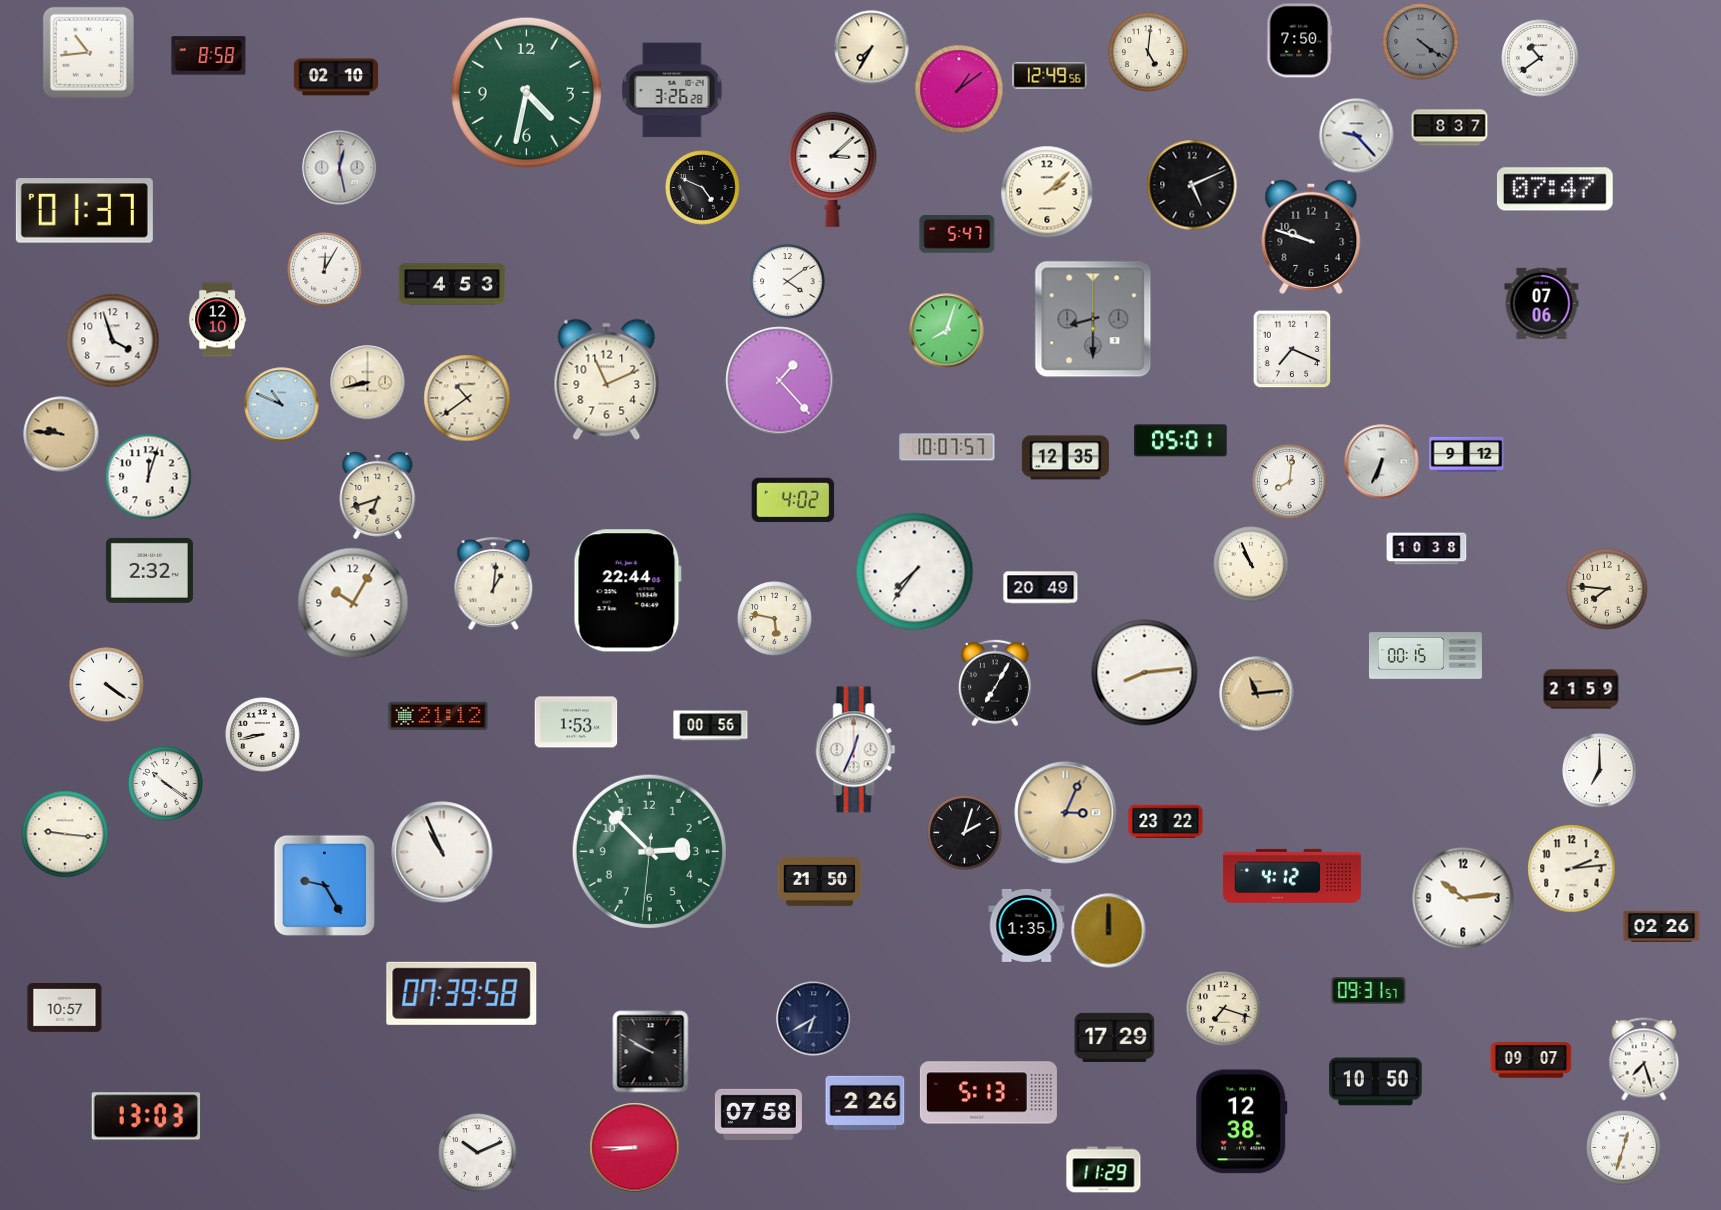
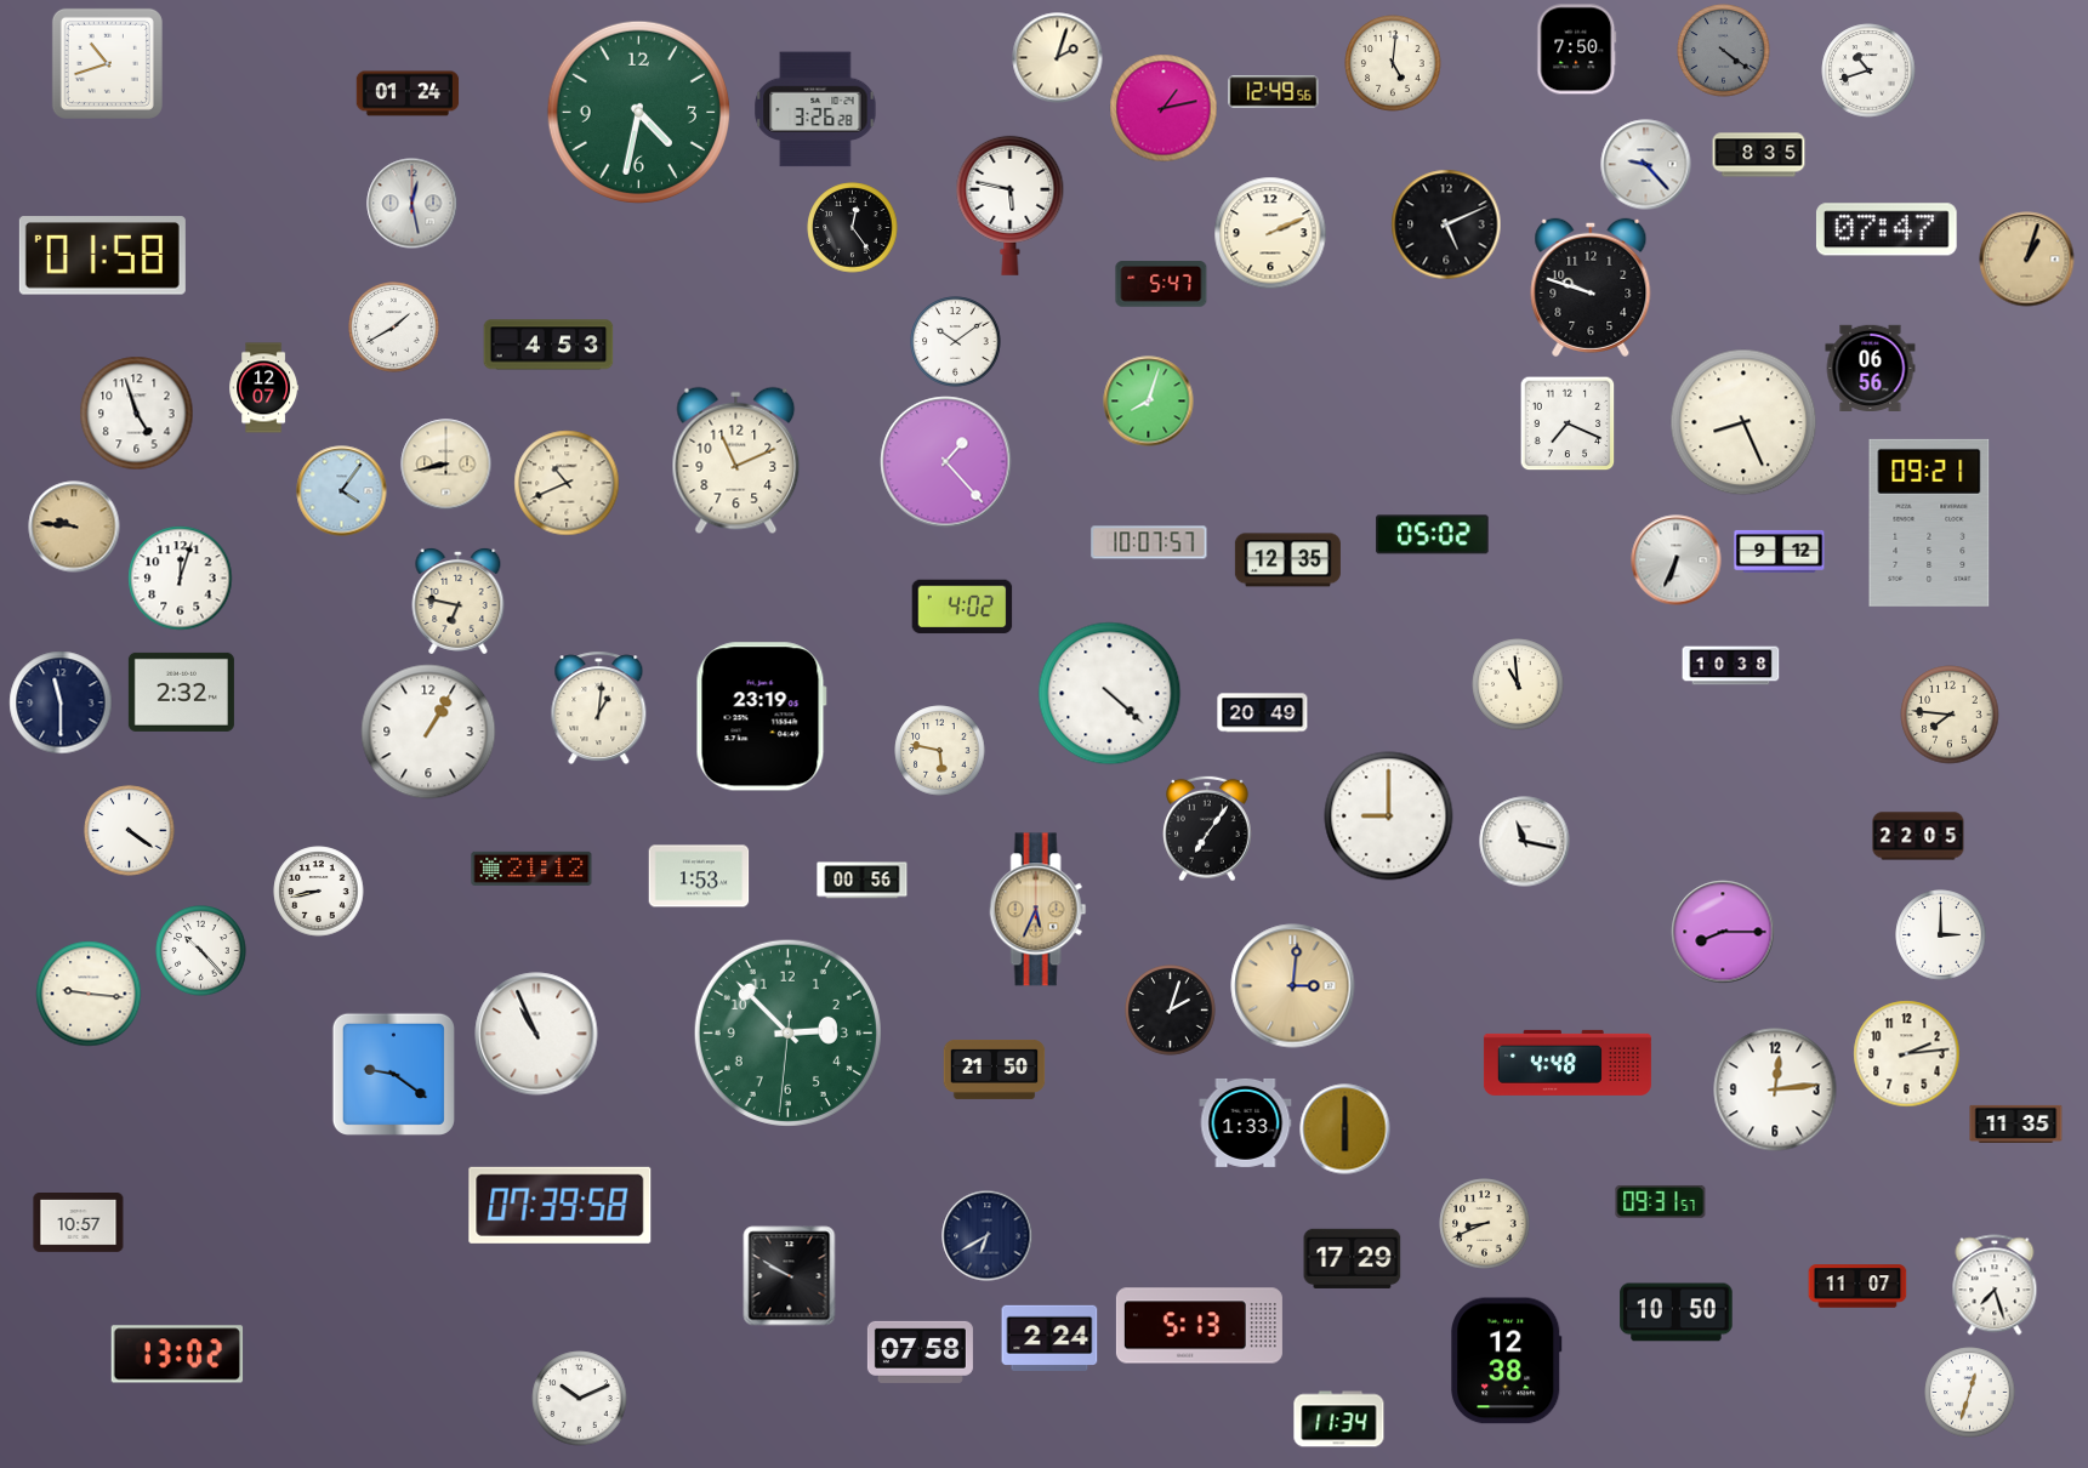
clock at (872, 48): 7:35 -> 2:03
clock at (88, 52): 10:44 -> 10:42
clock at (209, 56): 8:58 -> none
clock at (1540, 58): 10:39 -> 10:42
clock at (336, 77): 02:10 -> 01:24
clock at (959, 89): 1:09 -> 1:13
clock at (1450, 128): 8:37 -> 8:35
clock at (833, 169): 3:08 -> 5:47
clock at (703, 188): 4:49 -> 12:24
clock at (1047, 192): 2:08 -> 2:11
clock at (84, 211): 01:37 -> 01:58
clock at (2027, 260): none -> 1:03
clock at (325, 270): 12:05 -> 1:40
clock at (788, 282): 4:09 -> 10:09
clock at (1542, 303): 07:06 -> 06:56
clock at (1093, 319): 8:30 -> none
clock at (218, 320): 12:10 -> 12:07
clock at (113, 341): 3:57 -> 4:57
clock at (1743, 422): none -> 8:26
clock at (467, 398): 10:39 -> 10:41
clock at (282, 405): 10:49 -> 4:06
clock at (1929, 523): none -> 09:21
clock at (1181, 441): 05:01 -> 05:02
clock at (1065, 458) position: (1065, 458) -> (1287, 561)
clock at (1290, 482): 8:01 -> none
clock at (378, 495): 6:42 -> 6:47
clock at (1251, 564): 10:56 -> 10:59
clock at (915, 572): 7:36 -> 4:22
clock at (61, 702): none -> 11:30
clock at (627, 591): 22:44 -> 23:19
clock at (353, 603): 10:05 -> 1:05
clock at (1425, 656): 00:15 -> none
clock at (1145, 673): 8:14 -> 9:00
clock at (996, 683): 7:05 -> 7:06
clock at (1581, 689): 21:59 -> 22:05
clock at (1257, 694): 11:14 -> 11:17
clock at (1257, 694) dial: champagne -> white
clock at (856, 750): 12:34 -> 5:34
clock at (856, 750) dial: white -> champagne
clock at (1723, 932): none -> 8:15
clock at (1600, 771): 7:00 -> 3:00
clock at (166, 784): 10:21 -> 10:23
clock at (1066, 813): 3:04 -> 3:01
clock at (1166, 822): 23:22 -> none
clock at (65, 834) position: (65, 834) -> (89, 994)
clock at (1292, 876): 4:12 -> 4:48
clock at (324, 885): 9:25 -> 9:21
clock at (1463, 898): 10:14 -> 12:14
clock at (1027, 925): 1:35 -> 1:33
clock at (1662, 926): 02:26 -> 11:35
clock at (1109, 931): 12:00 -> 6:00
clock at (1224, 1009): 7:18 -> 8:41
clock at (1531, 1060): 09:07 -> 11:07
clock at (1376, 1082) position: (1376, 1082) -> (1677, 1313)
clock at (865, 1103): 2:26 -> 2:24
clock at (146, 1116): 13:03 -> 13:02
clock at (635, 1148): 8:45 -> none
clock at (1104, 1170): 11:29 -> 11:34
